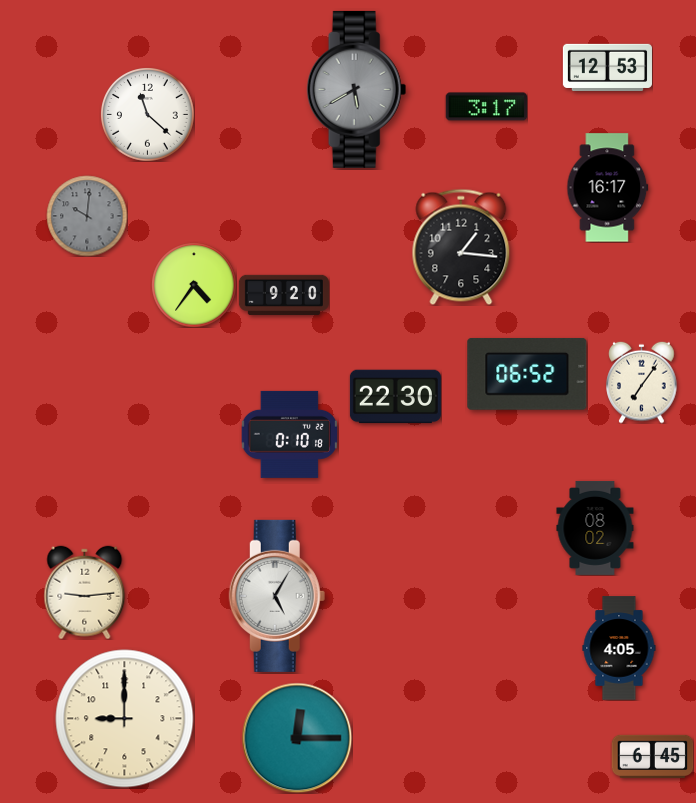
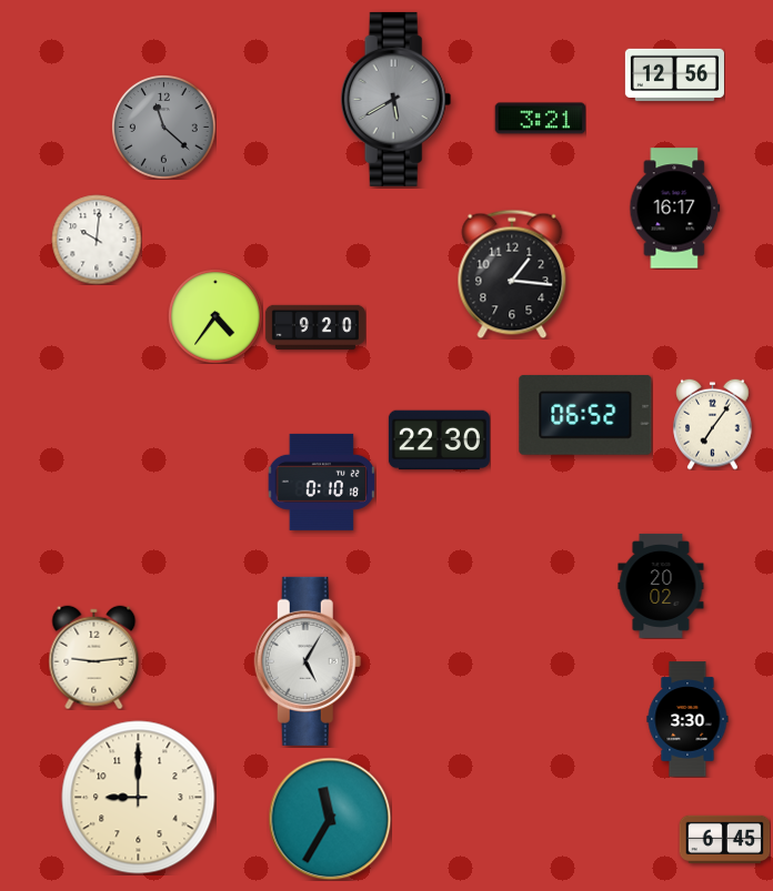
clock at (607, 67): 12:53 -> 12:56
clock at (486, 107): 3:17 -> 3:21
clock at (148, 115) dial: white -> grey
clock at (87, 216) dial: grey -> white
clock at (595, 528): 08:02 -> 20:02
clock at (619, 648): 4:05 -> 3:30
clock at (297, 738): 12:15 -> 11:35
